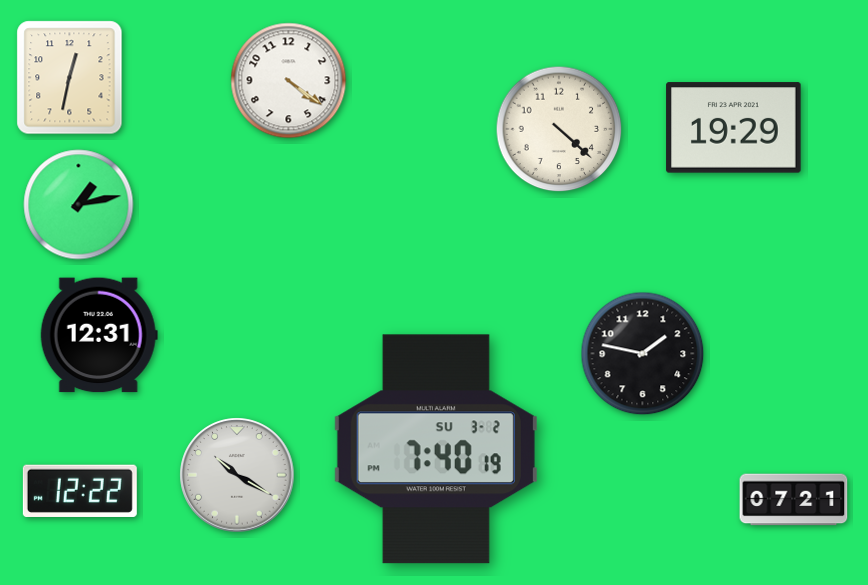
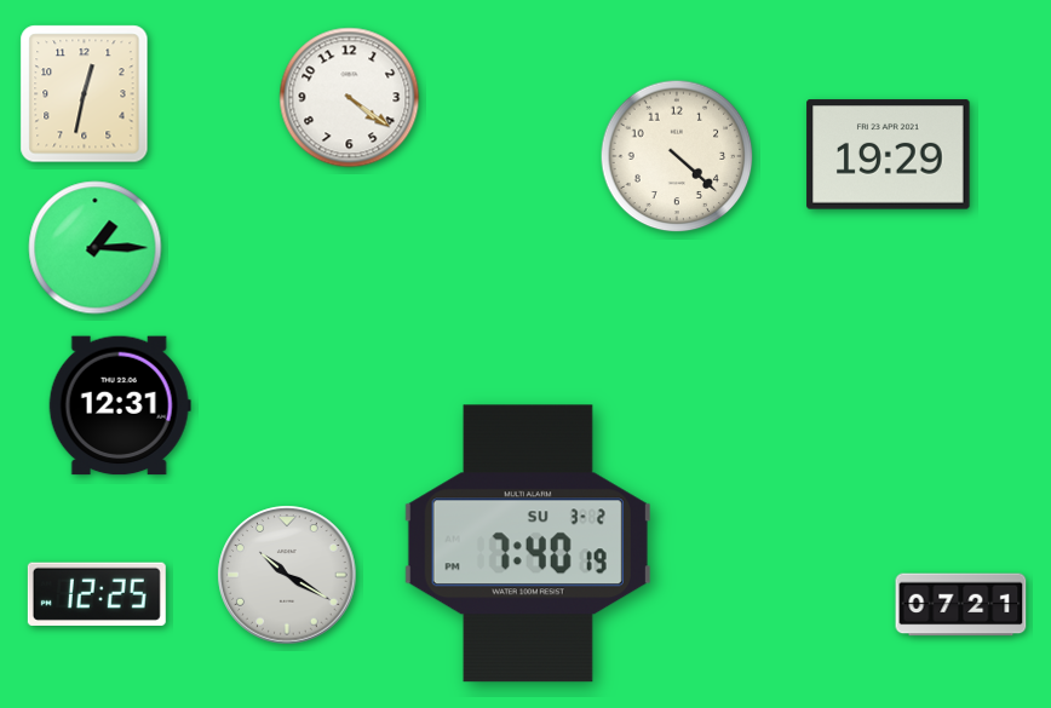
clock at (79, 205): 1:13 -> 1:15
clock at (643, 354): 1:47 -> none
clock at (80, 491): 12:22 -> 12:25
